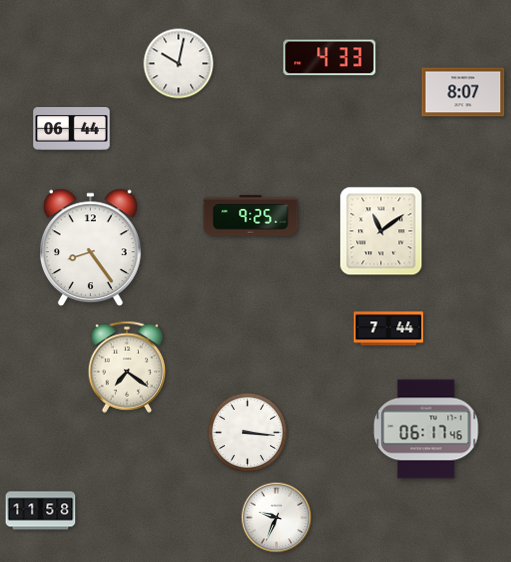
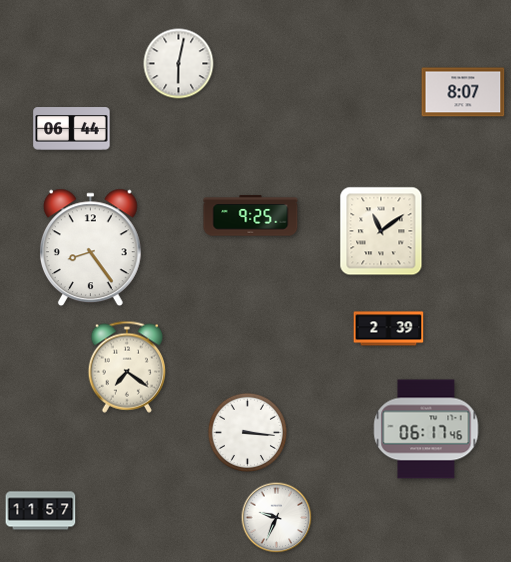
clock at (330, 58): 4:33 -> none
clock at (179, 64): 10:02 -> 6:02
clock at (389, 329): 7:44 -> 2:39
clock at (41, 511): 11:58 -> 11:57
